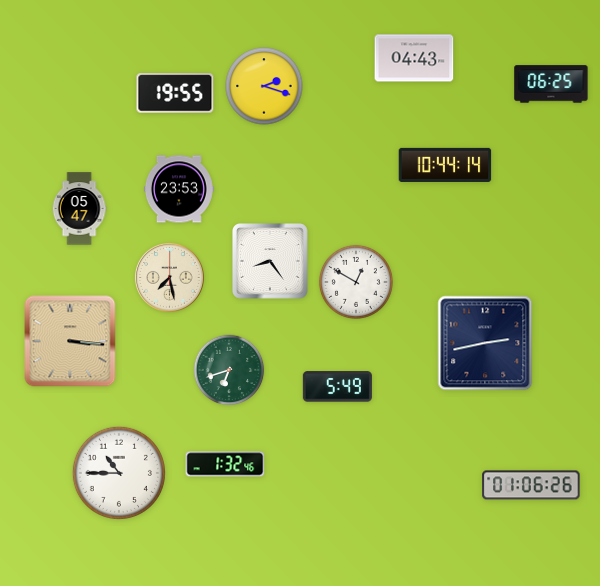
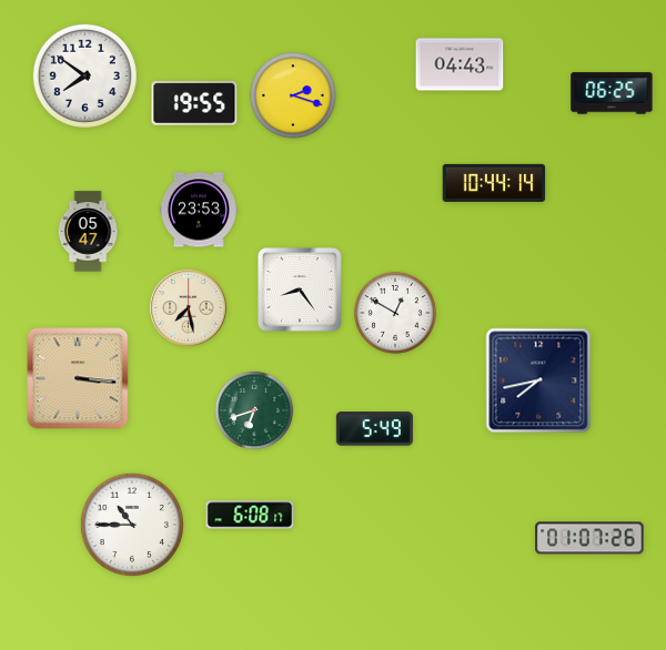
clock at (84, 75): none -> 7:51
clock at (485, 343): 2:43 -> 7:43
clock at (225, 464): 1:32 -> 6:08
clock at (531, 485): 01:06 -> 01:07
